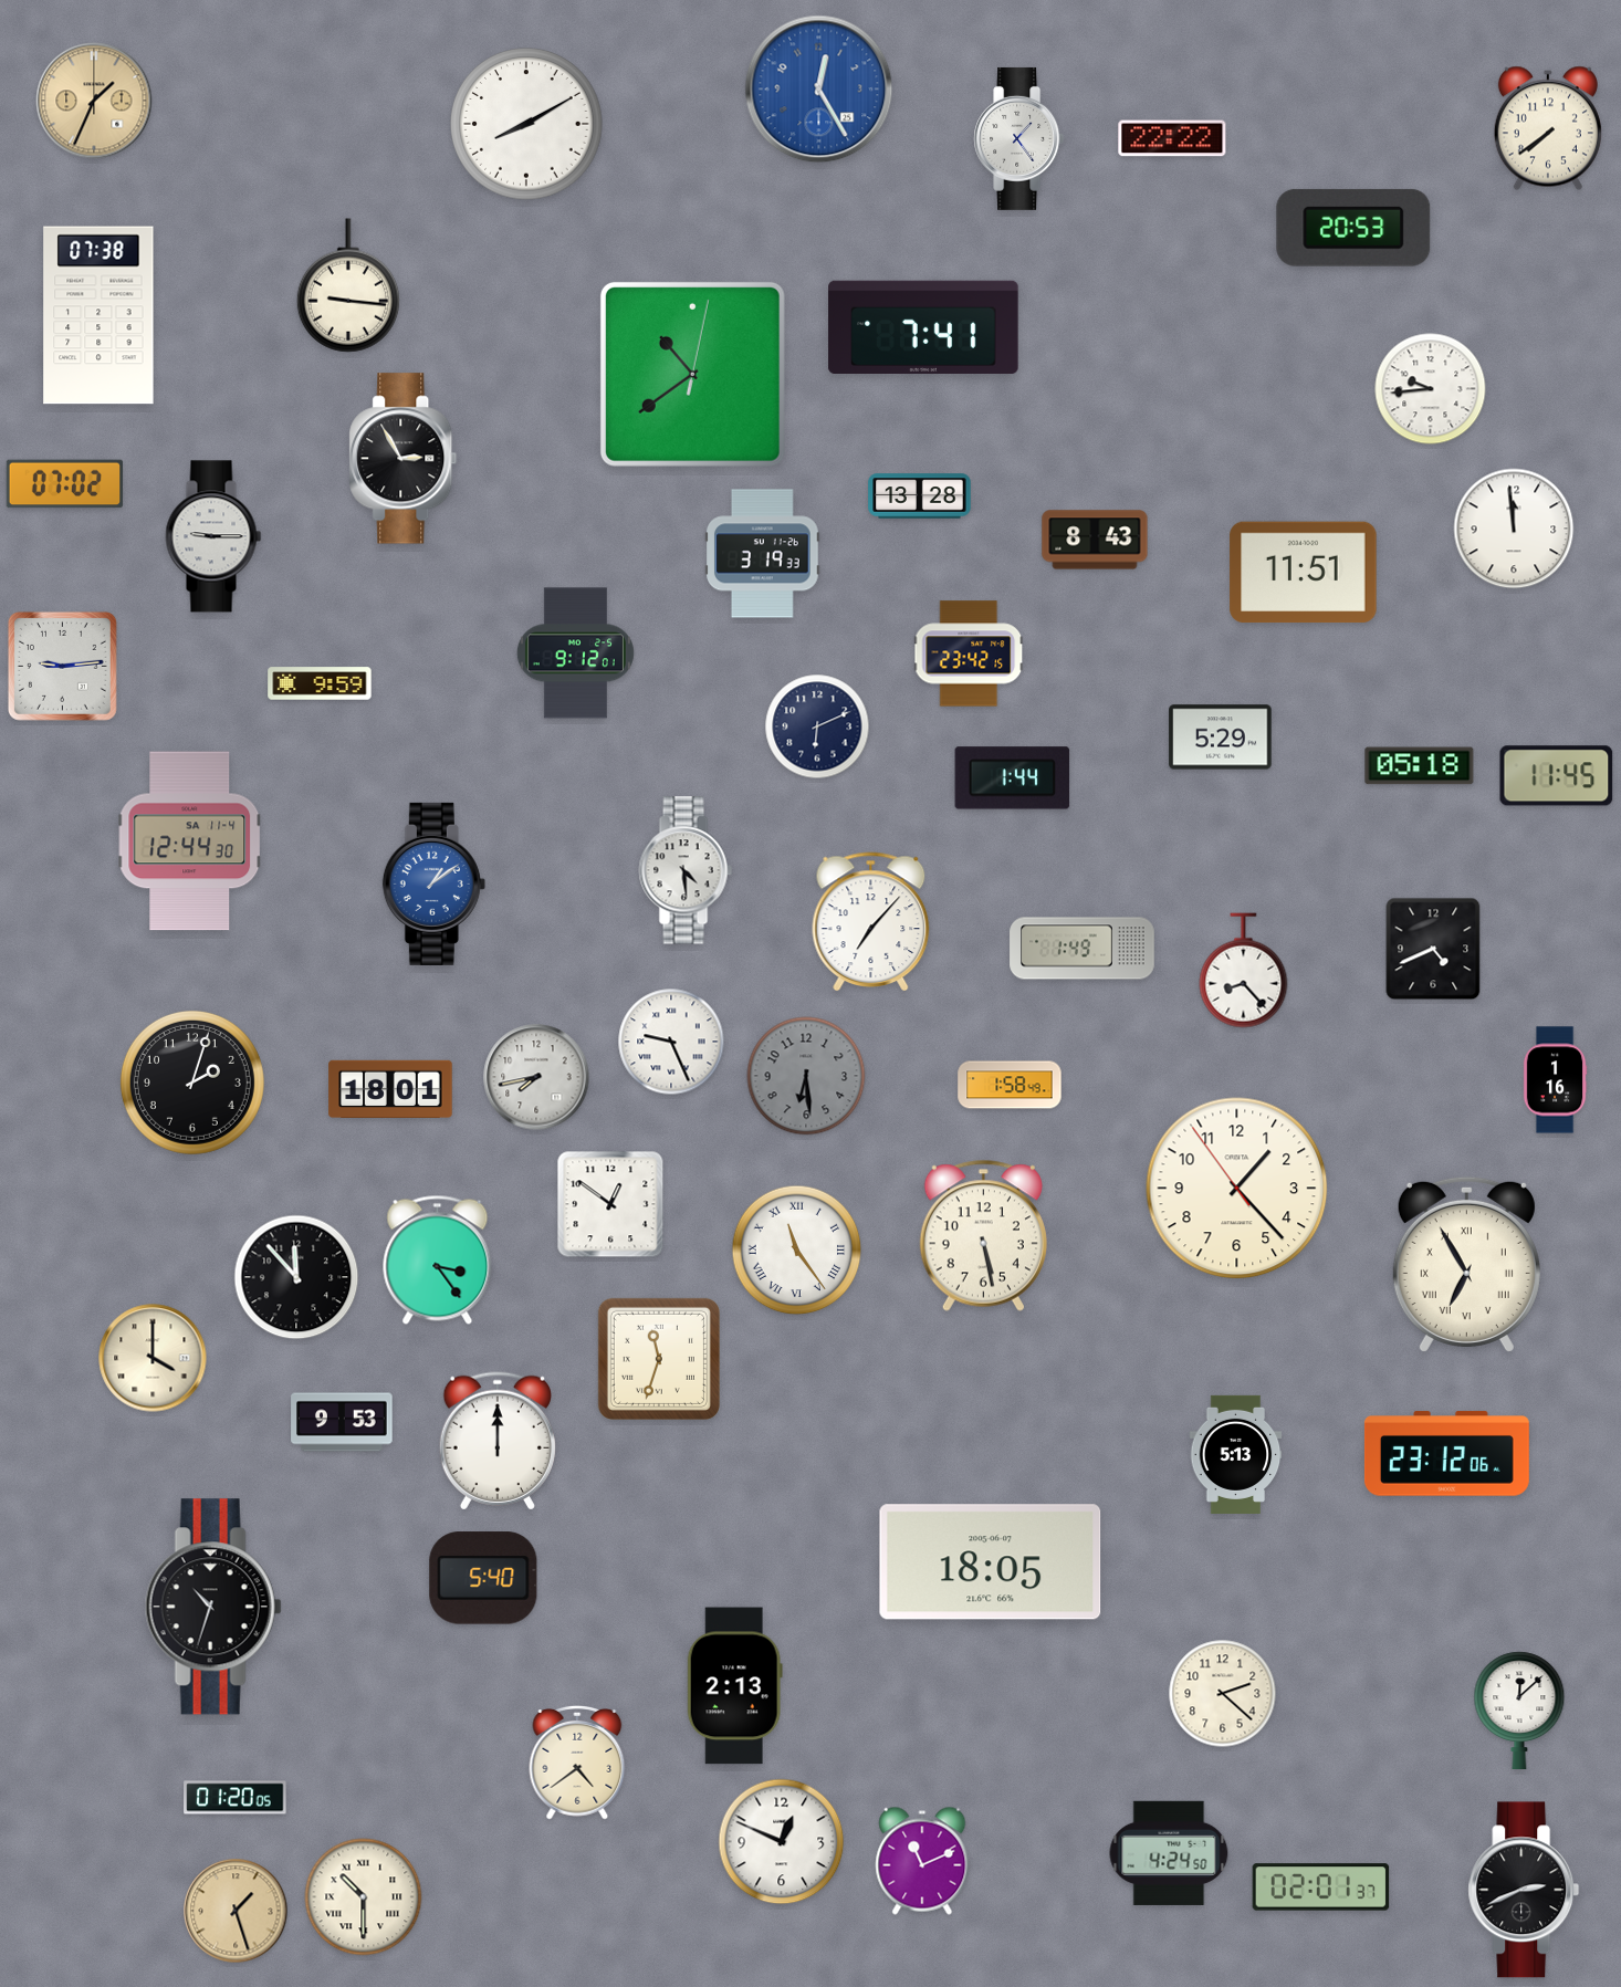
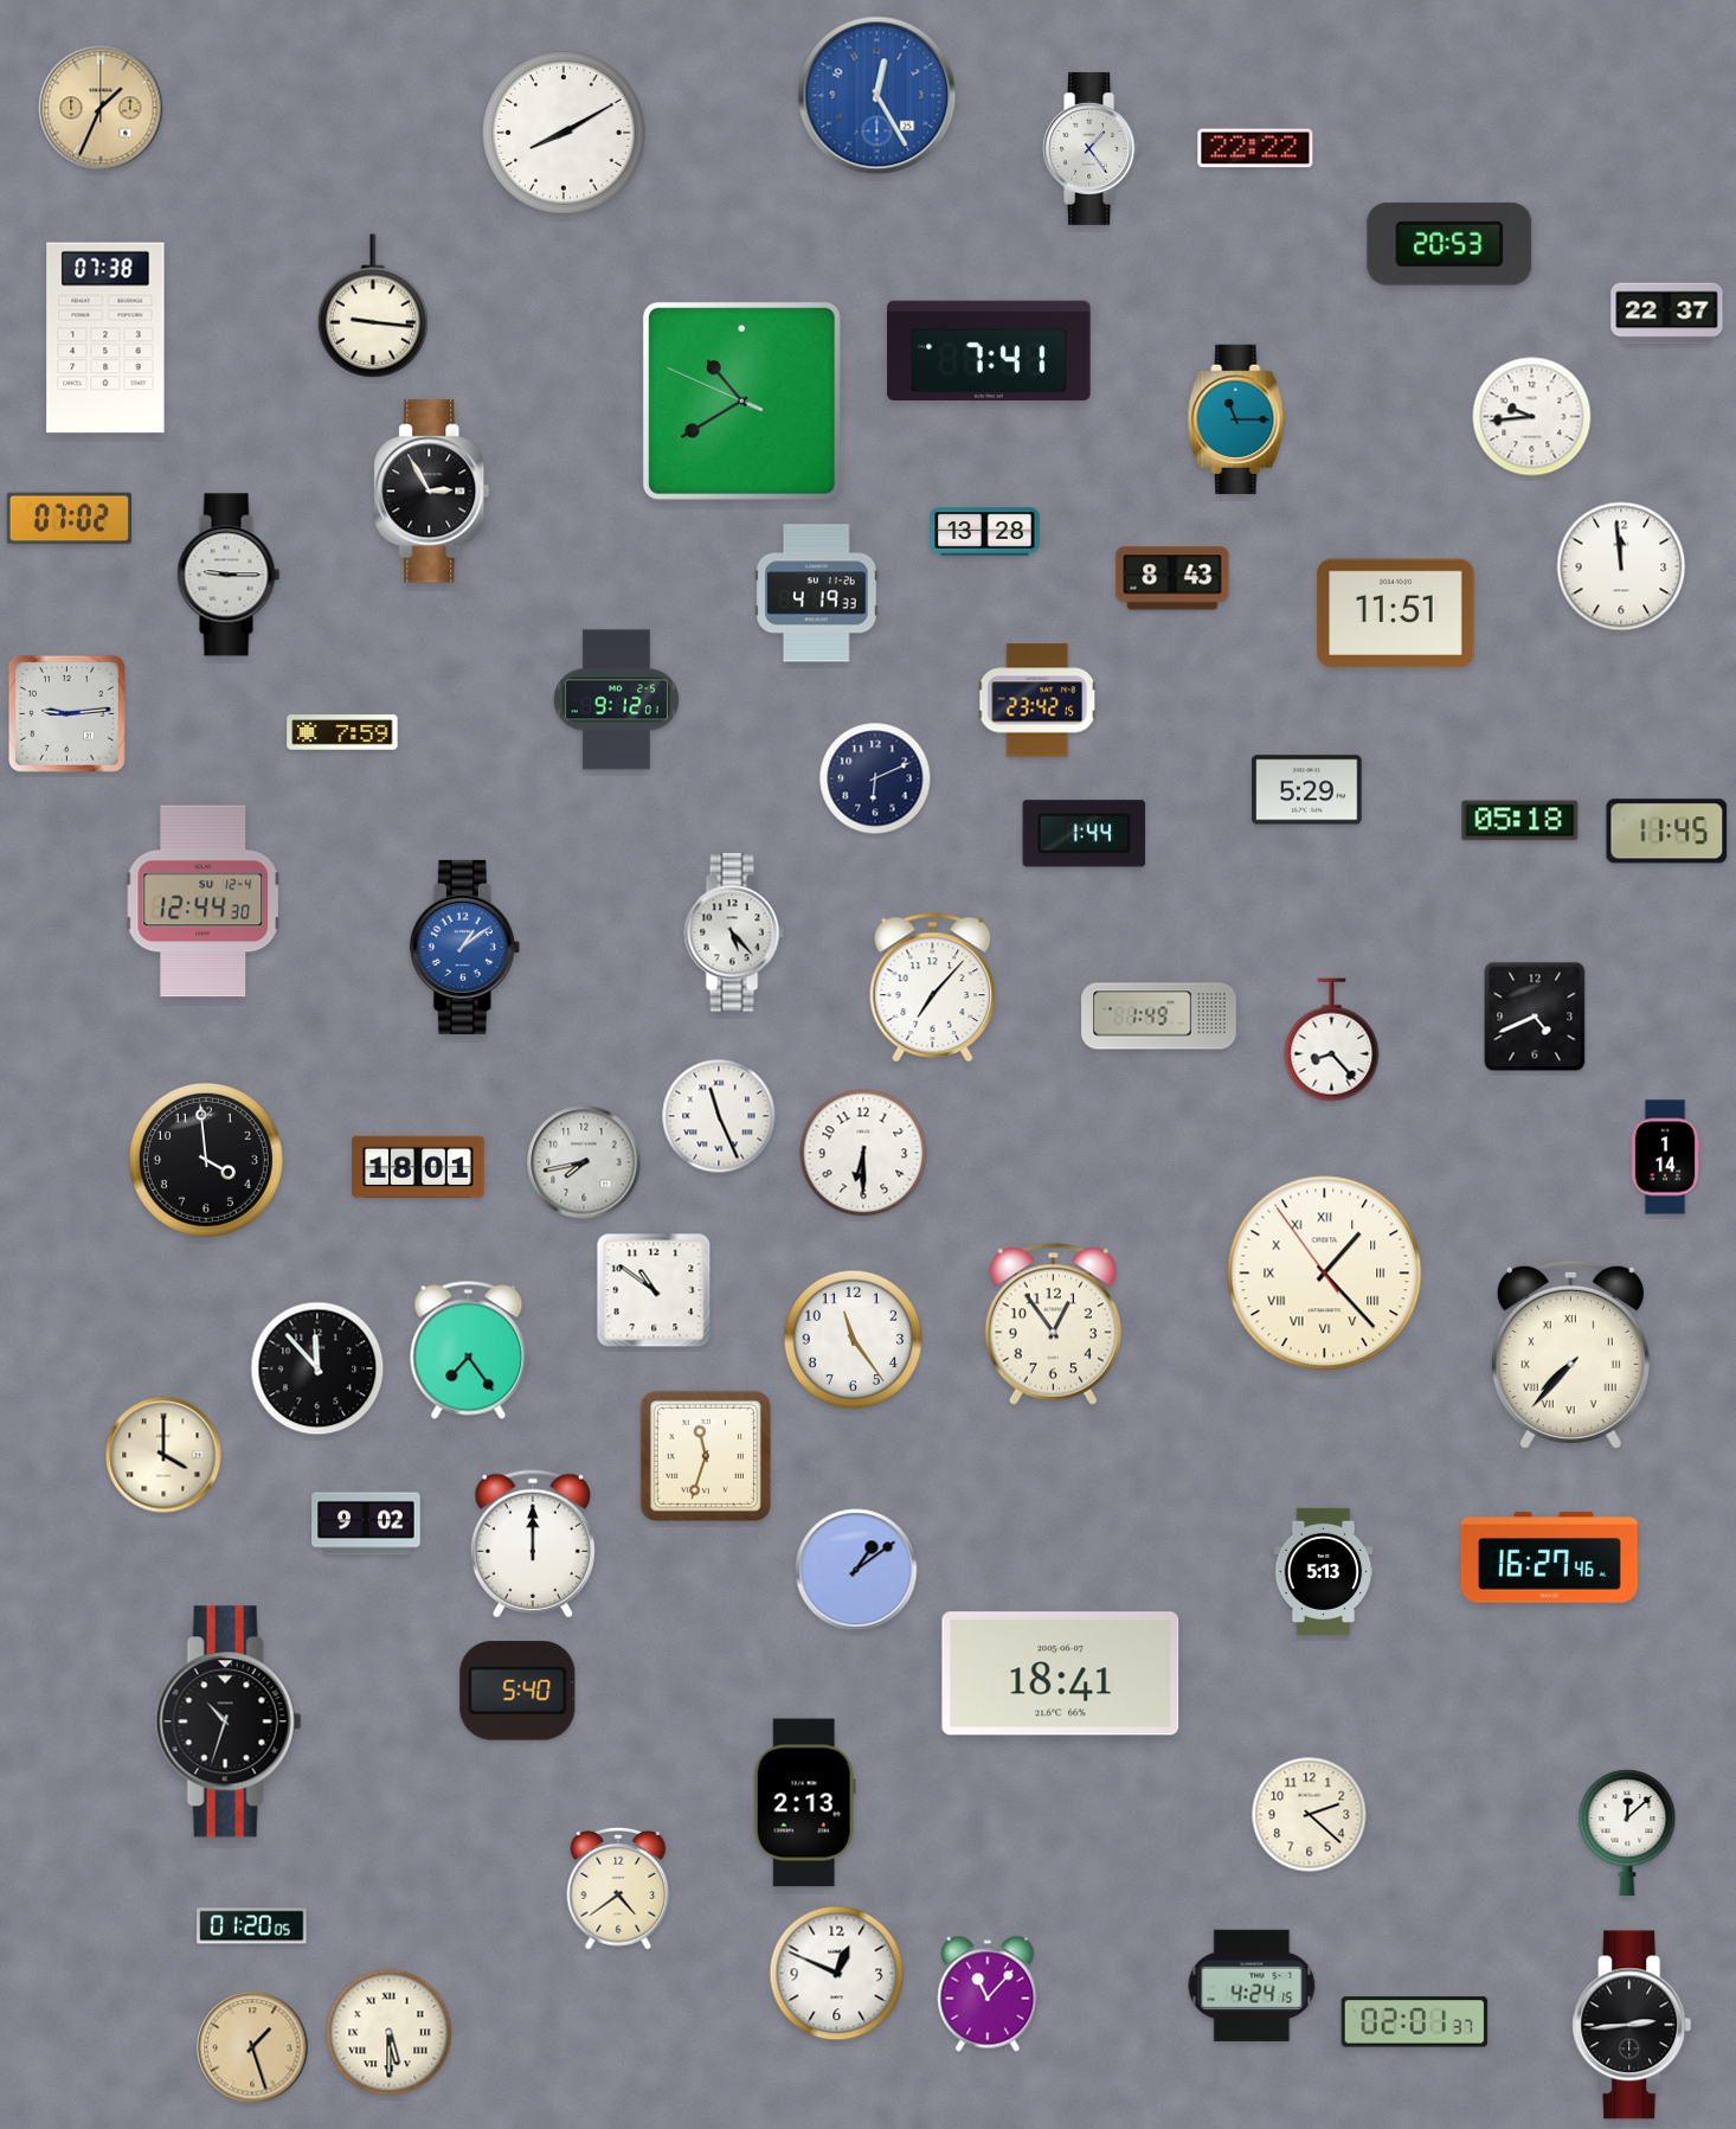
clock at (1548, 128): 7:39 -> none
clock at (1667, 314): none -> 22:37
clock at (692, 374): 10:39:02 -> 10:39:49
clock at (1236, 419): none -> 11:15
clock at (763, 554): 3:19 -> 4:19
clock at (320, 683): 9:59 -> 7:59
clock at (190, 841) date: SA 11-4 -> SU 12-4
clock at (686, 870): 4:29 -> 5:23
clock at (671, 1042): 9:26 -> 11:26
clock at (806, 1076): 6:29 -> 6:30
clock at (806, 1076) dial: grey -> white
clock at (536, 1077) position: (536, 1077) -> (584, 1162)
clock at (1555, 1080): 1:16 -> 1:14
clock at (192, 1083): 2:03 -> 3:59
clock at (1010, 1085): 1:58 -> none
clock at (1237, 1189) numerals: Arabic -> Roman
clock at (610, 1204): 12:51 -> 10:51
clock at (983, 1235): 5:28 -> 12:54
clock at (797, 1251) numerals: Roman -> Arabic
clock at (438, 1259): 3:24 -> 7:24
clock at (1466, 1264): 6:55 -> 7:37
clock at (342, 1422): 9:53 -> 9:02
clock at (1236, 1454) position: (1236, 1454) -> (1324, 1571)
clock at (1446, 1454): 23:12 -> 16:27
clock at (856, 1570): none -> 1:09
clock at (991, 1562): 18:05 -> 18:41
clock at (734, 1686) position: (734, 1686) -> (804, 1803)
clock at (1169, 1853): 4:24:50 -> 4:24:15
clock at (922, 1861): 11:11 -> 11:07
clock at (1524, 1890): 2:41 -> 2:44
clock at (364, 1897): 10:30 -> 5:30
